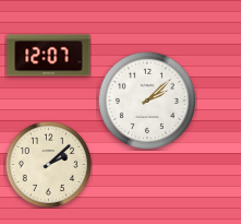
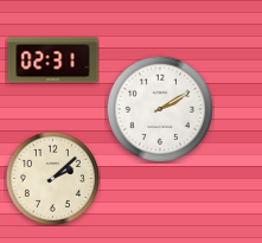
clock at (49, 56): 12:07 -> 02:31
clock at (147, 101): 2:08 -> 2:10
